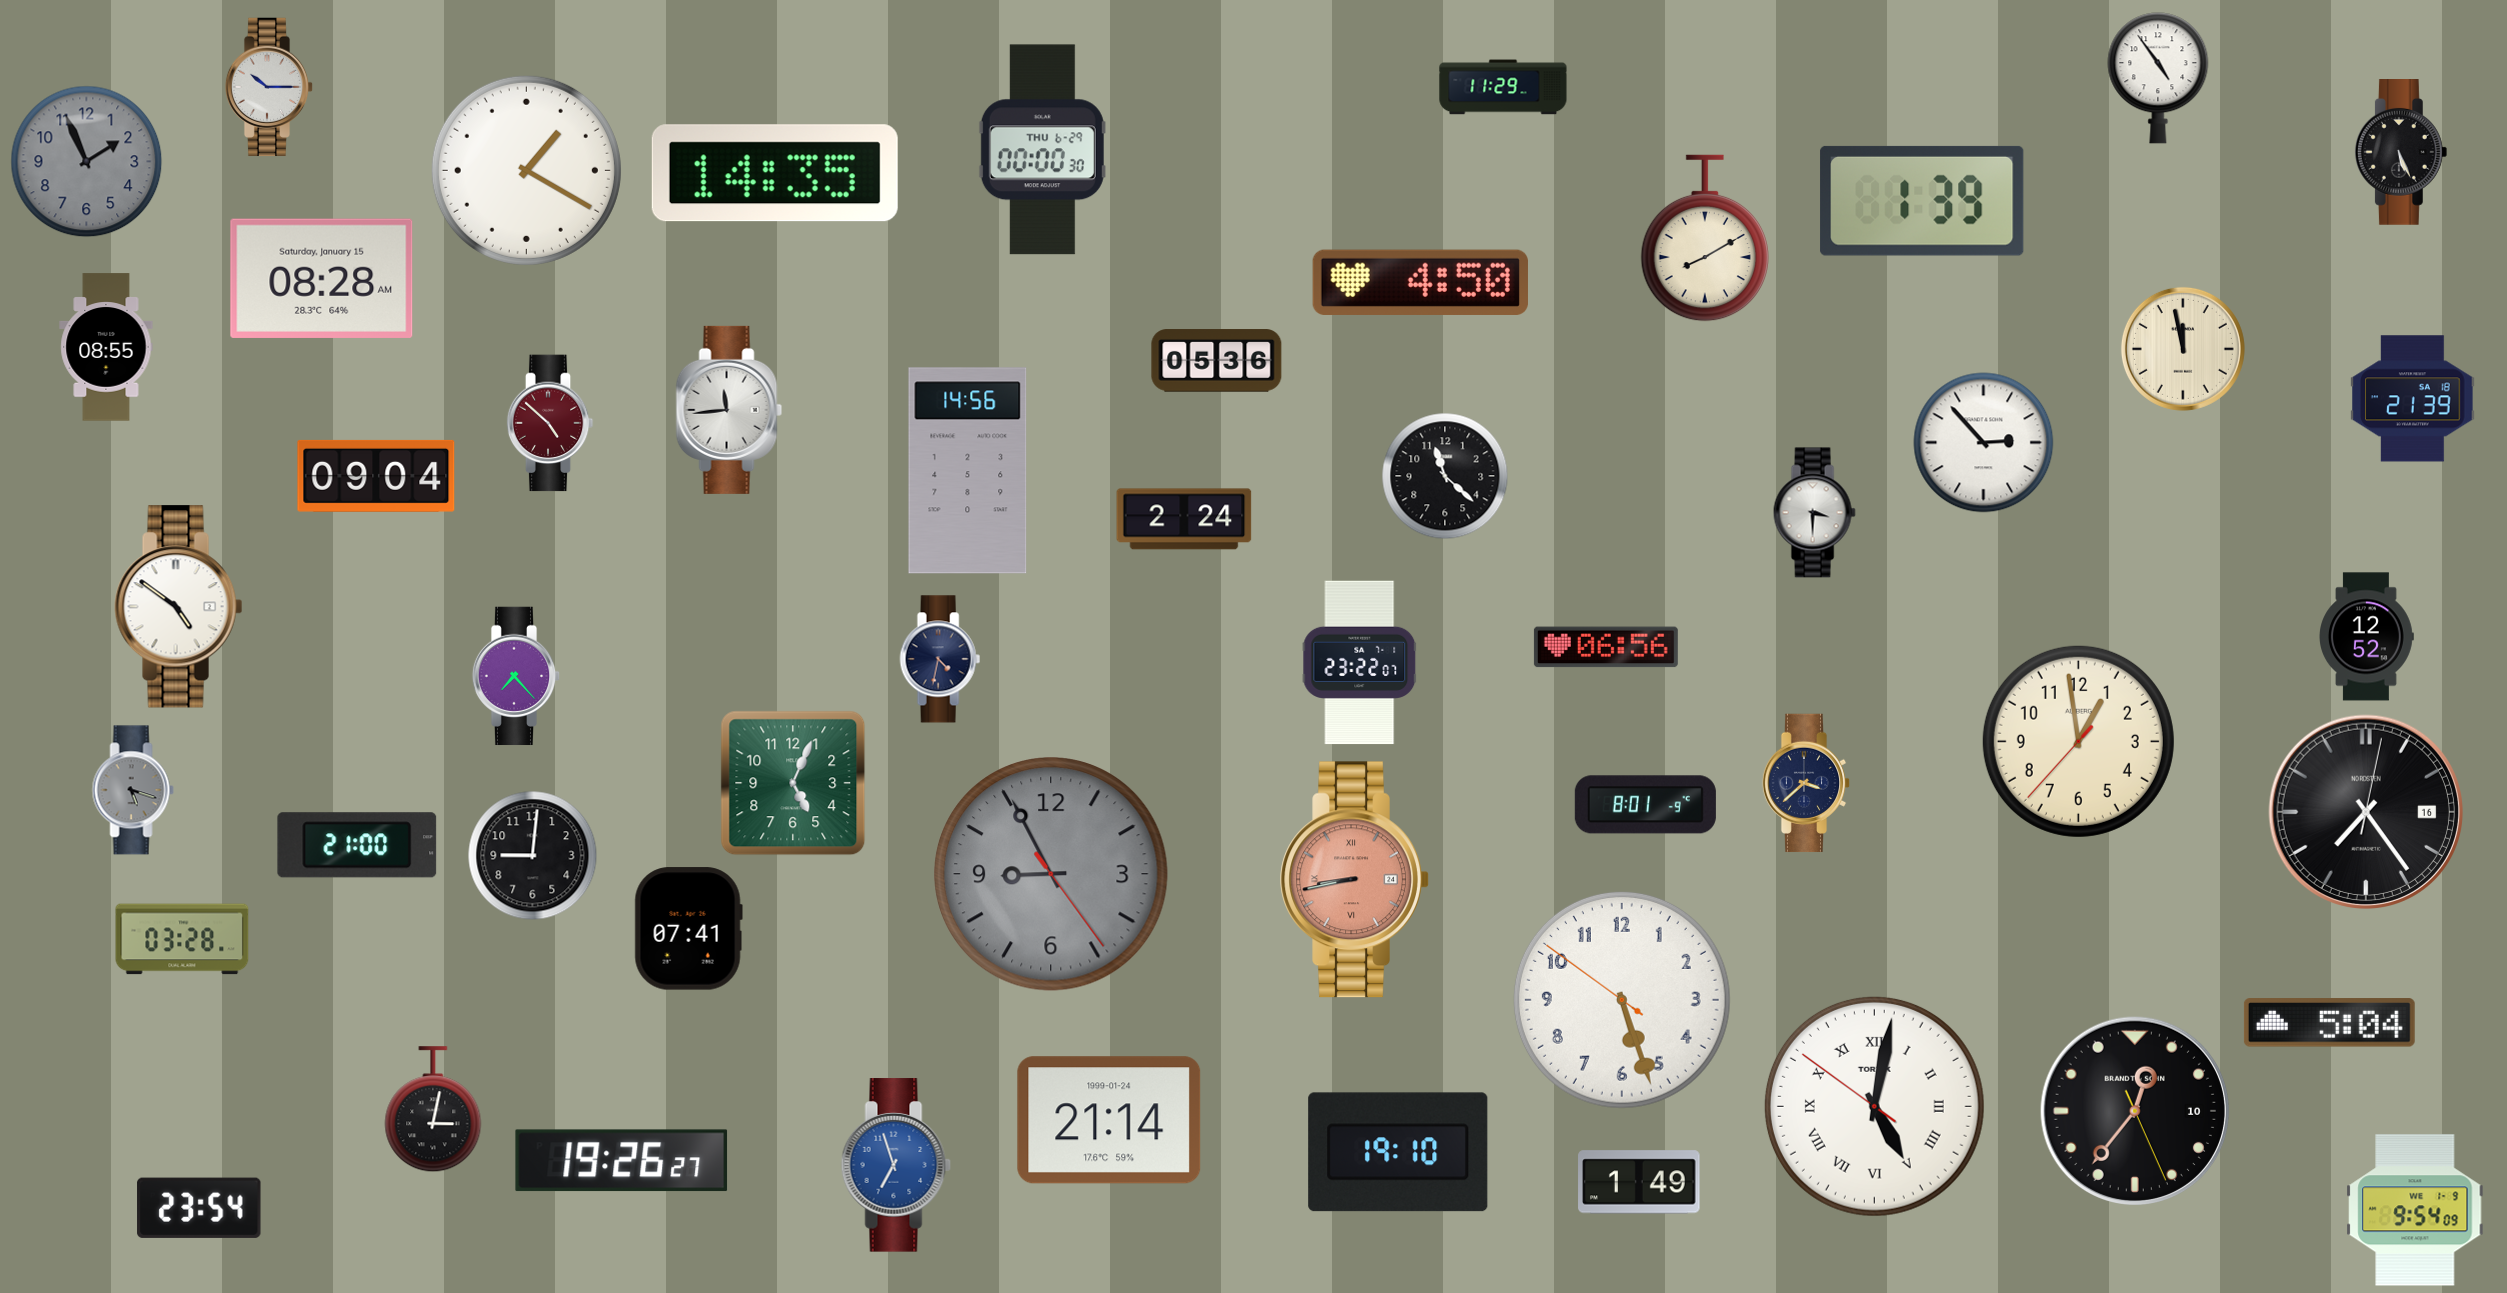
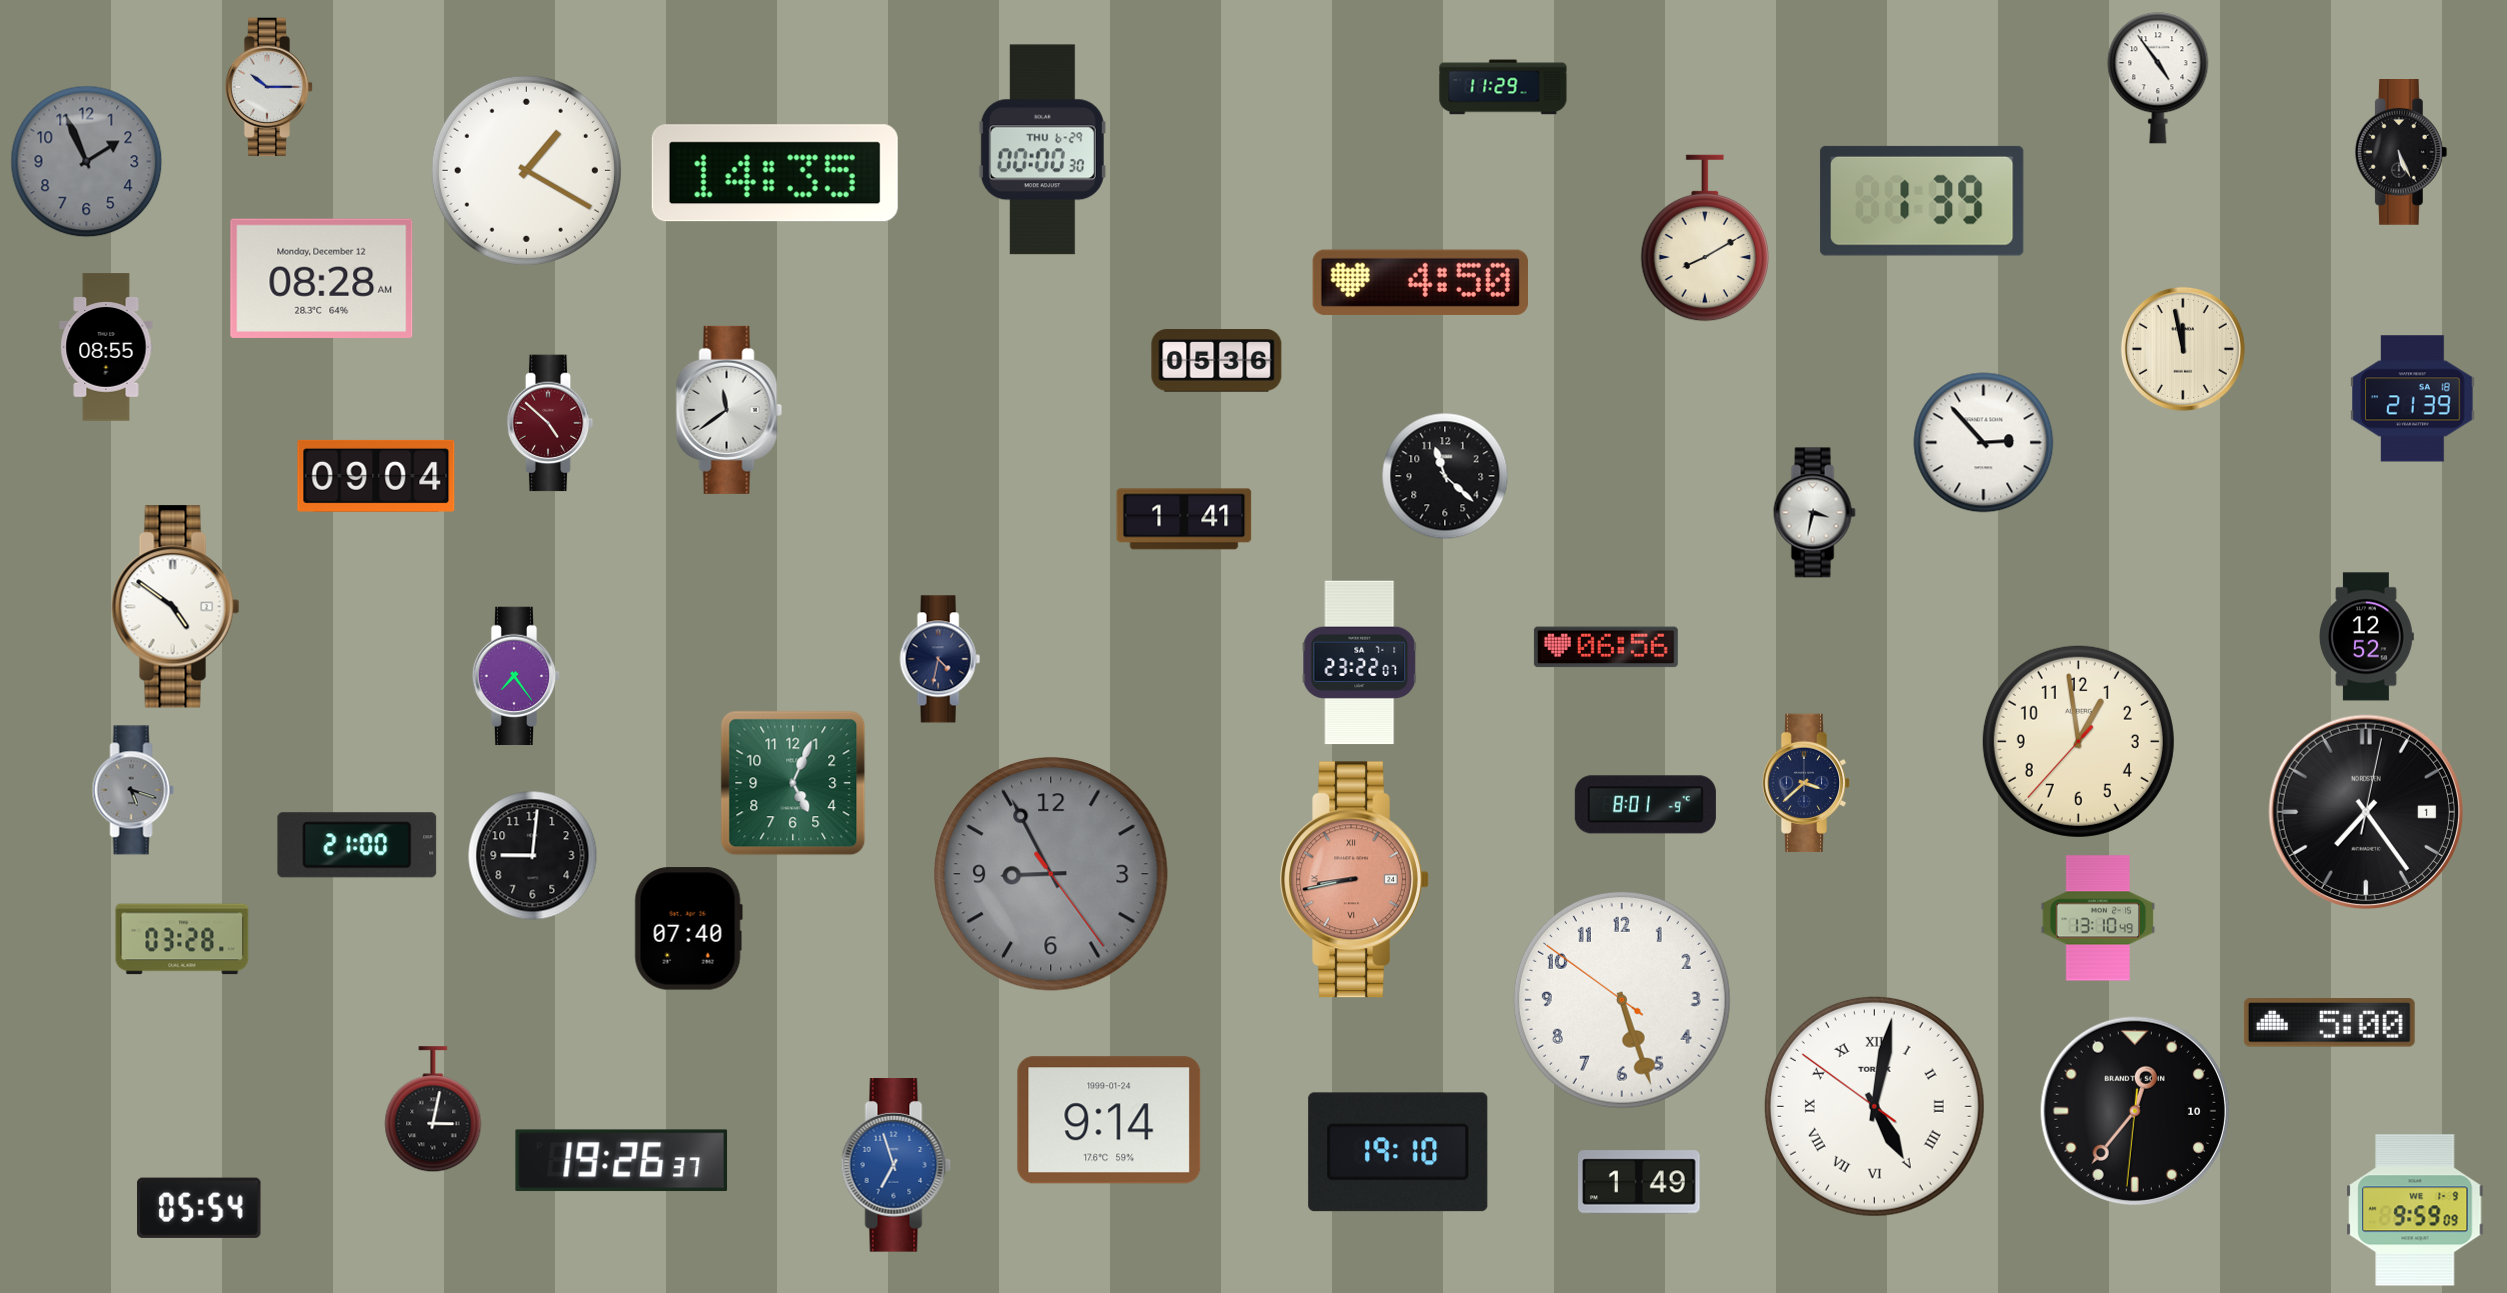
clock at (322, 278) date: Saturday, January 15 -> Monday, December 12
clock at (729, 410): 11:44 -> 11:39
clock at (968, 471): 14:56 -> none
clock at (1814, 513): 3:30 -> 3:32
clock at (1184, 519): 2:24 -> 1:41
clock at (179, 607) position: (179, 607) -> (176, 607)
clock at (516, 676): 7:23 -> 7:24
clock at (2365, 811) date: 16 -> 1
clock at (2098, 918): none -> 13:10
clock at (688, 929): 07:41 -> 07:40
clock at (2329, 1023): 5:04 -> 5:00
clock at (2134, 1110): 12:36:26 -> 12:36:31
clock at (1109, 1120): 21:14 -> 9:14
clock at (622, 1161): 19:26:27 -> 19:26:37
clock at (199, 1208): 23:54 -> 05:54
clock at (2415, 1210): 9:54 -> 9:59
